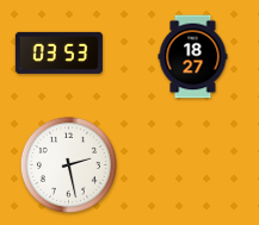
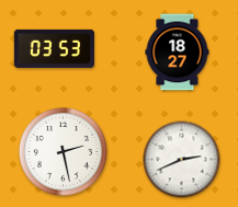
clock at (182, 160): none -> 2:41
